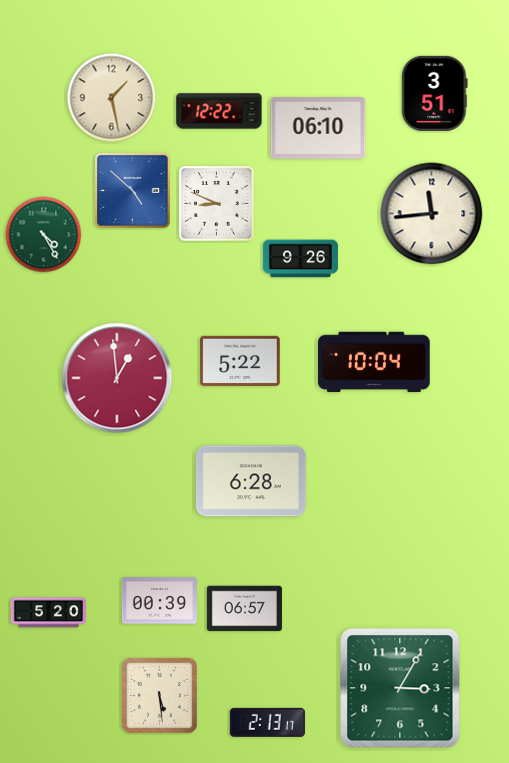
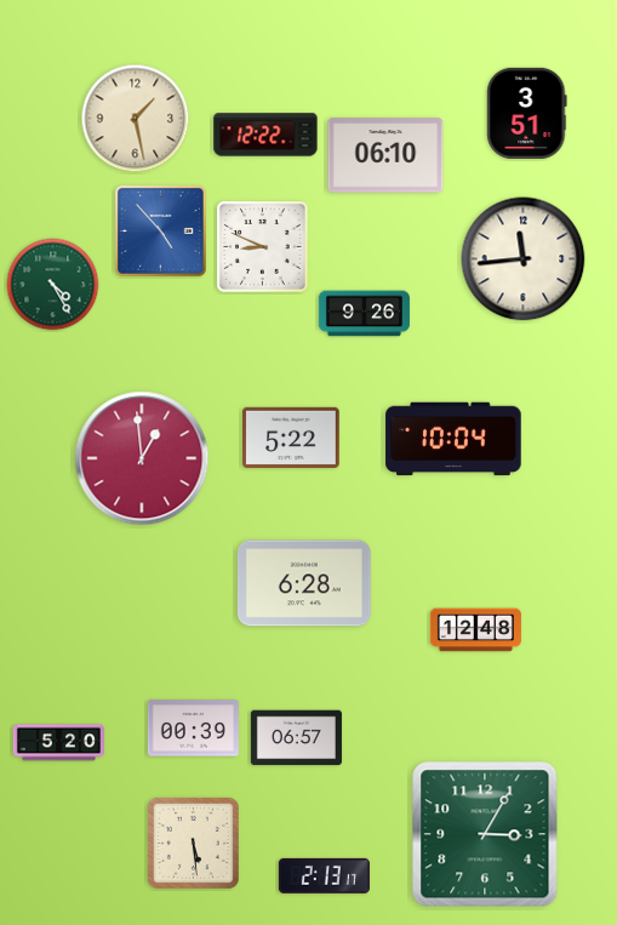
clock at (133, 191): 4:52 -> 4:53
clock at (475, 630): none -> 12:48
